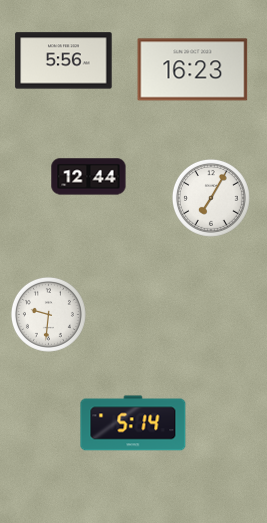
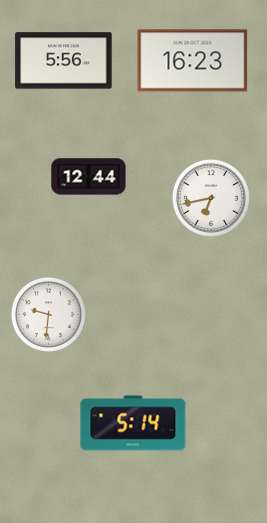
clock at (193, 70) position: (193, 70) -> (193, 61)
clock at (211, 198): 7:05 -> 6:43
